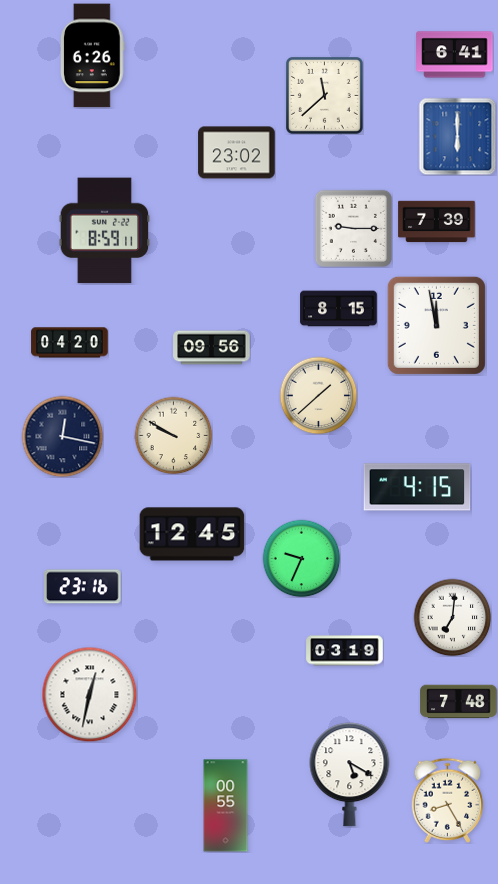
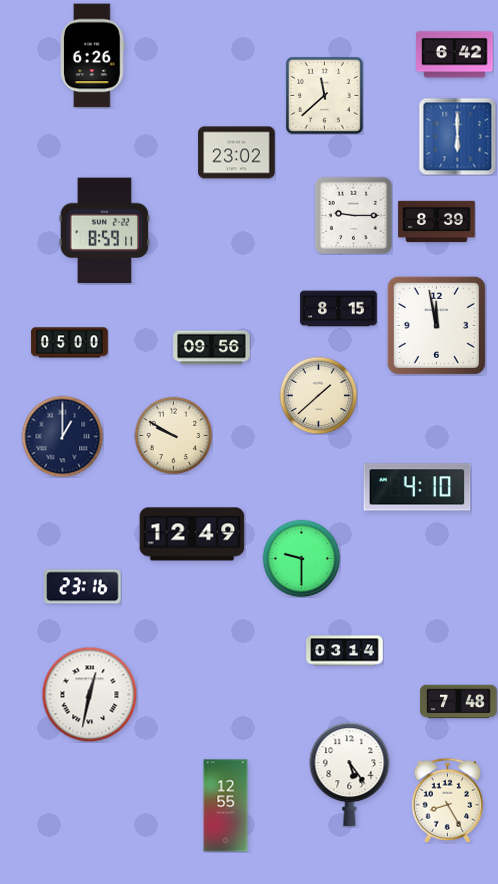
clock at (455, 55): 6:41 -> 6:42
clock at (437, 222): 7:39 -> 8:39
clock at (353, 228) position: (353, 228) -> (353, 215)
clock at (70, 343): 04:20 -> 05:00
clock at (62, 436): 12:17 -> 1:00
clock at (417, 487): 4:15 -> 4:10
clock at (192, 534): 12:45 -> 12:49
clock at (301, 558): 9:34 -> 9:30
clock at (452, 617): 7:01 -> none
clock at (345, 651): 03:19 -> 03:14
clock at (350, 775): 5:20 -> 5:24
clock at (226, 806): 00:55 -> 12:55
